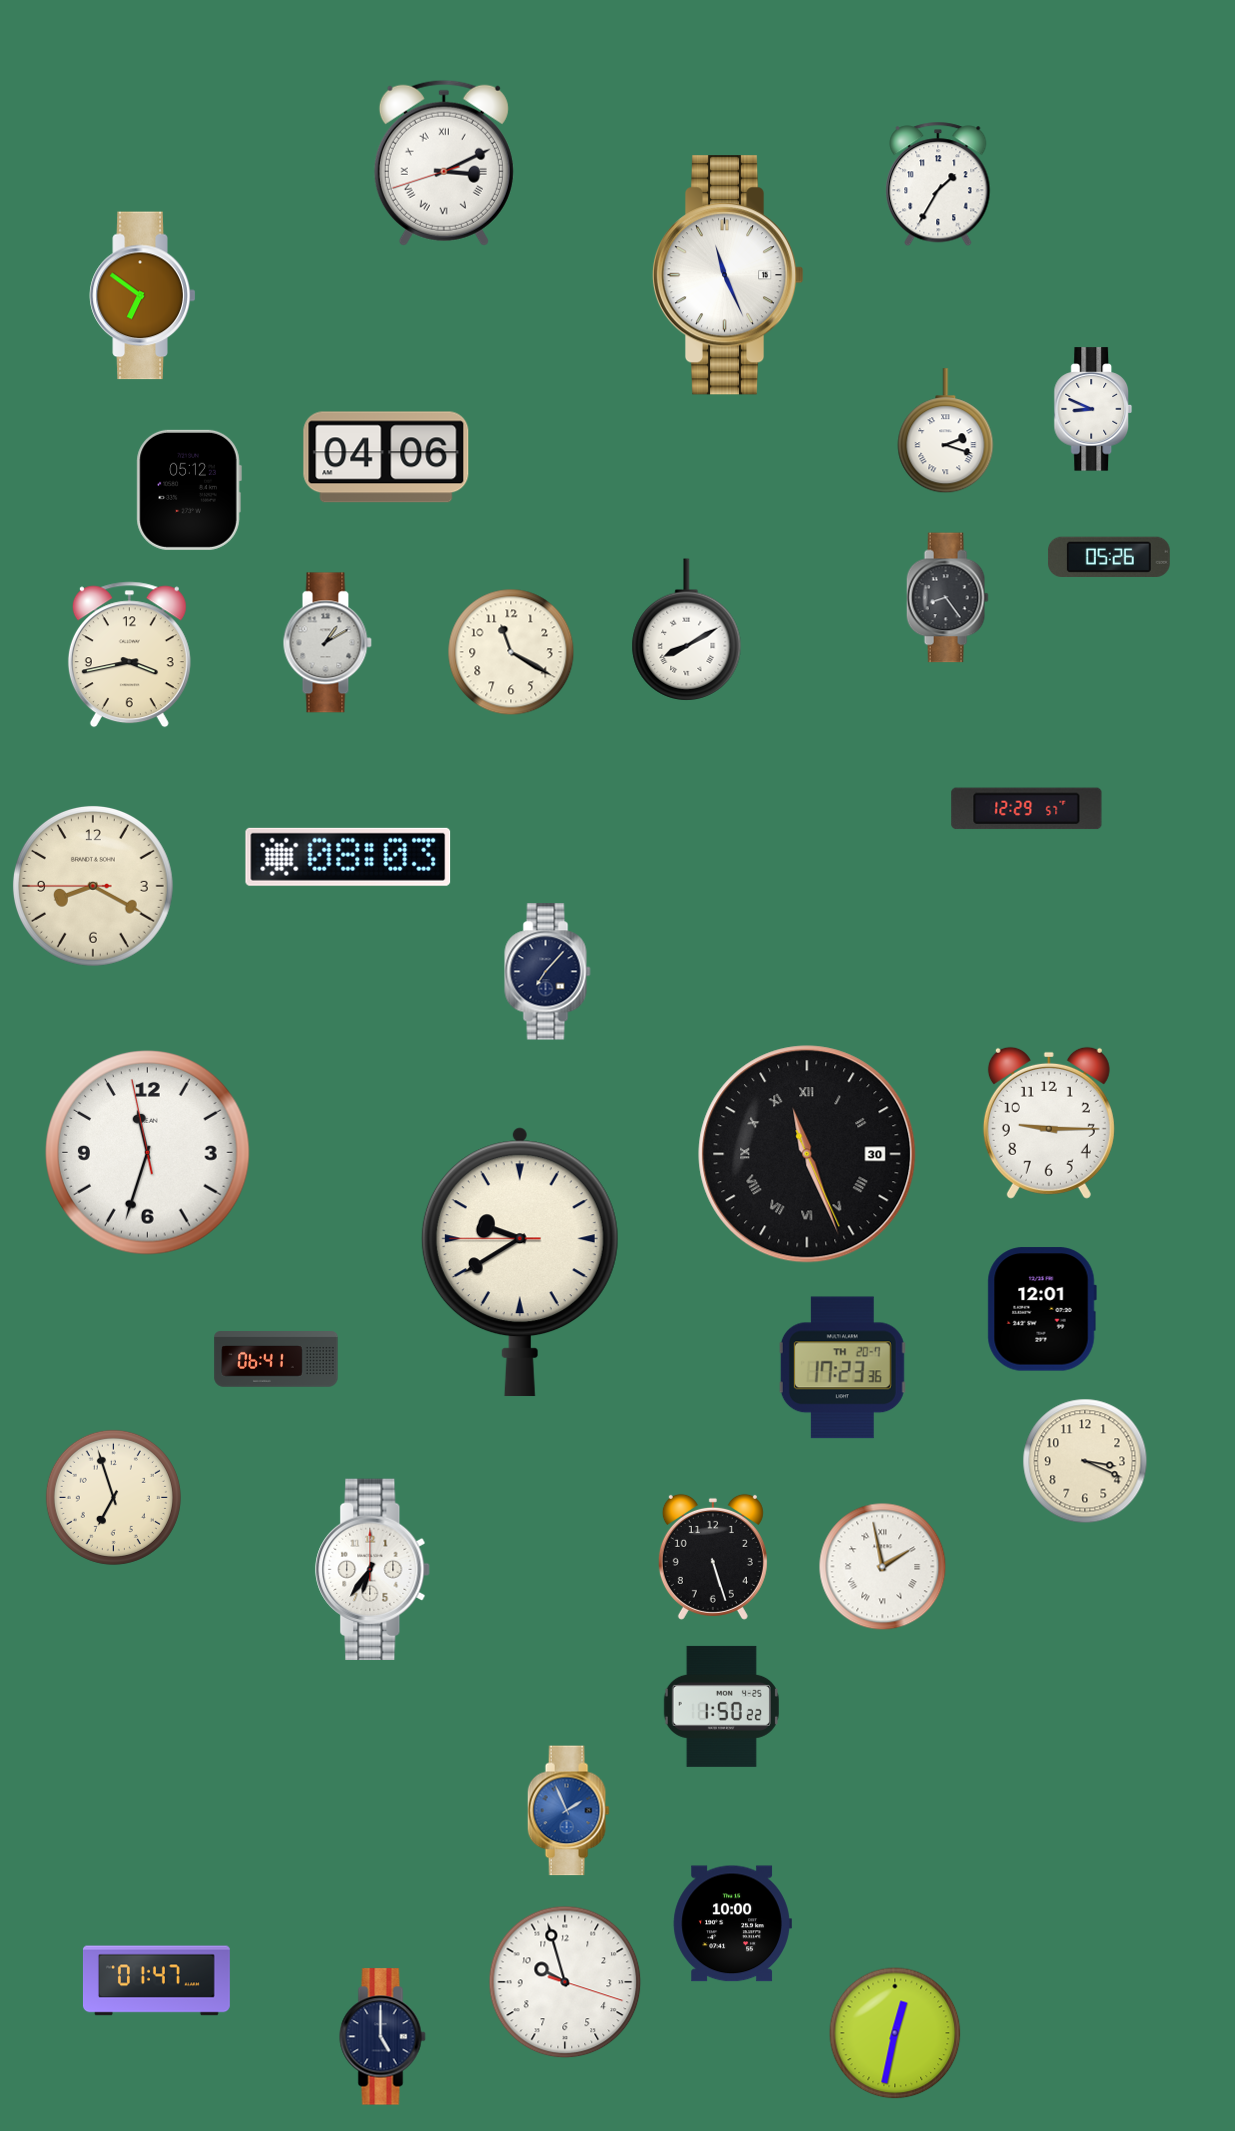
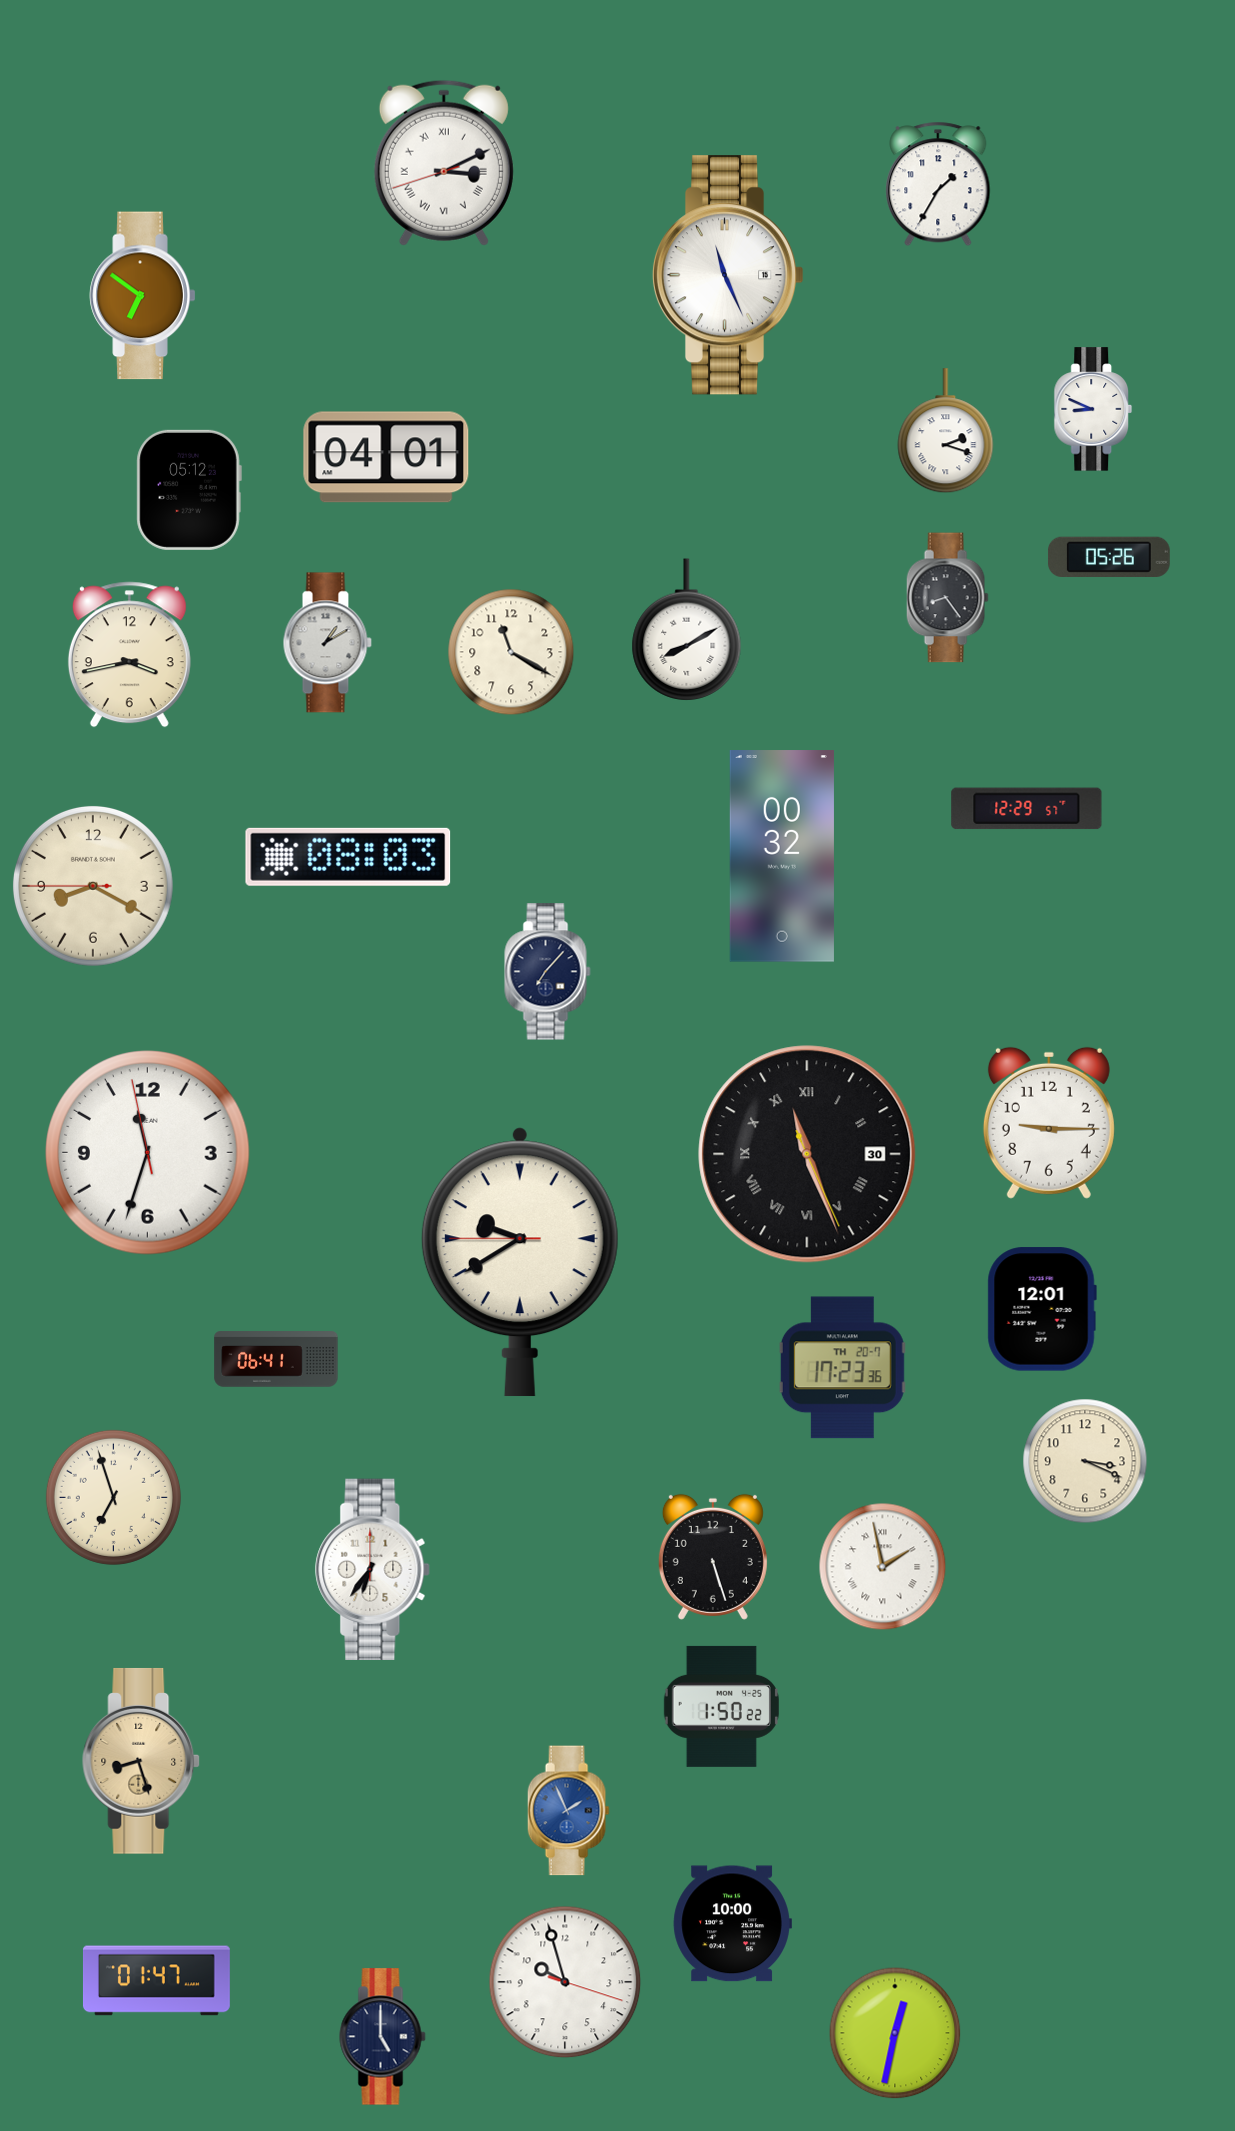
clock at (386, 457): 04:06 -> 04:01
clock at (782, 856): none -> 00:32
clock at (142, 1761): none -> 8:27
